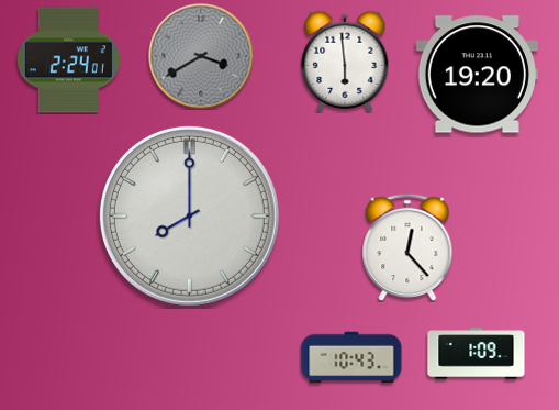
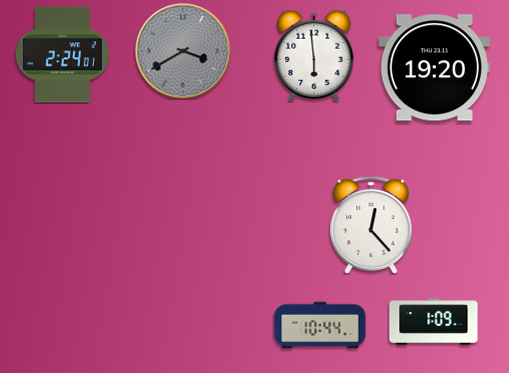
clock at (189, 215): 8:00 -> none
clock at (351, 357): 10:43 -> 10:44
